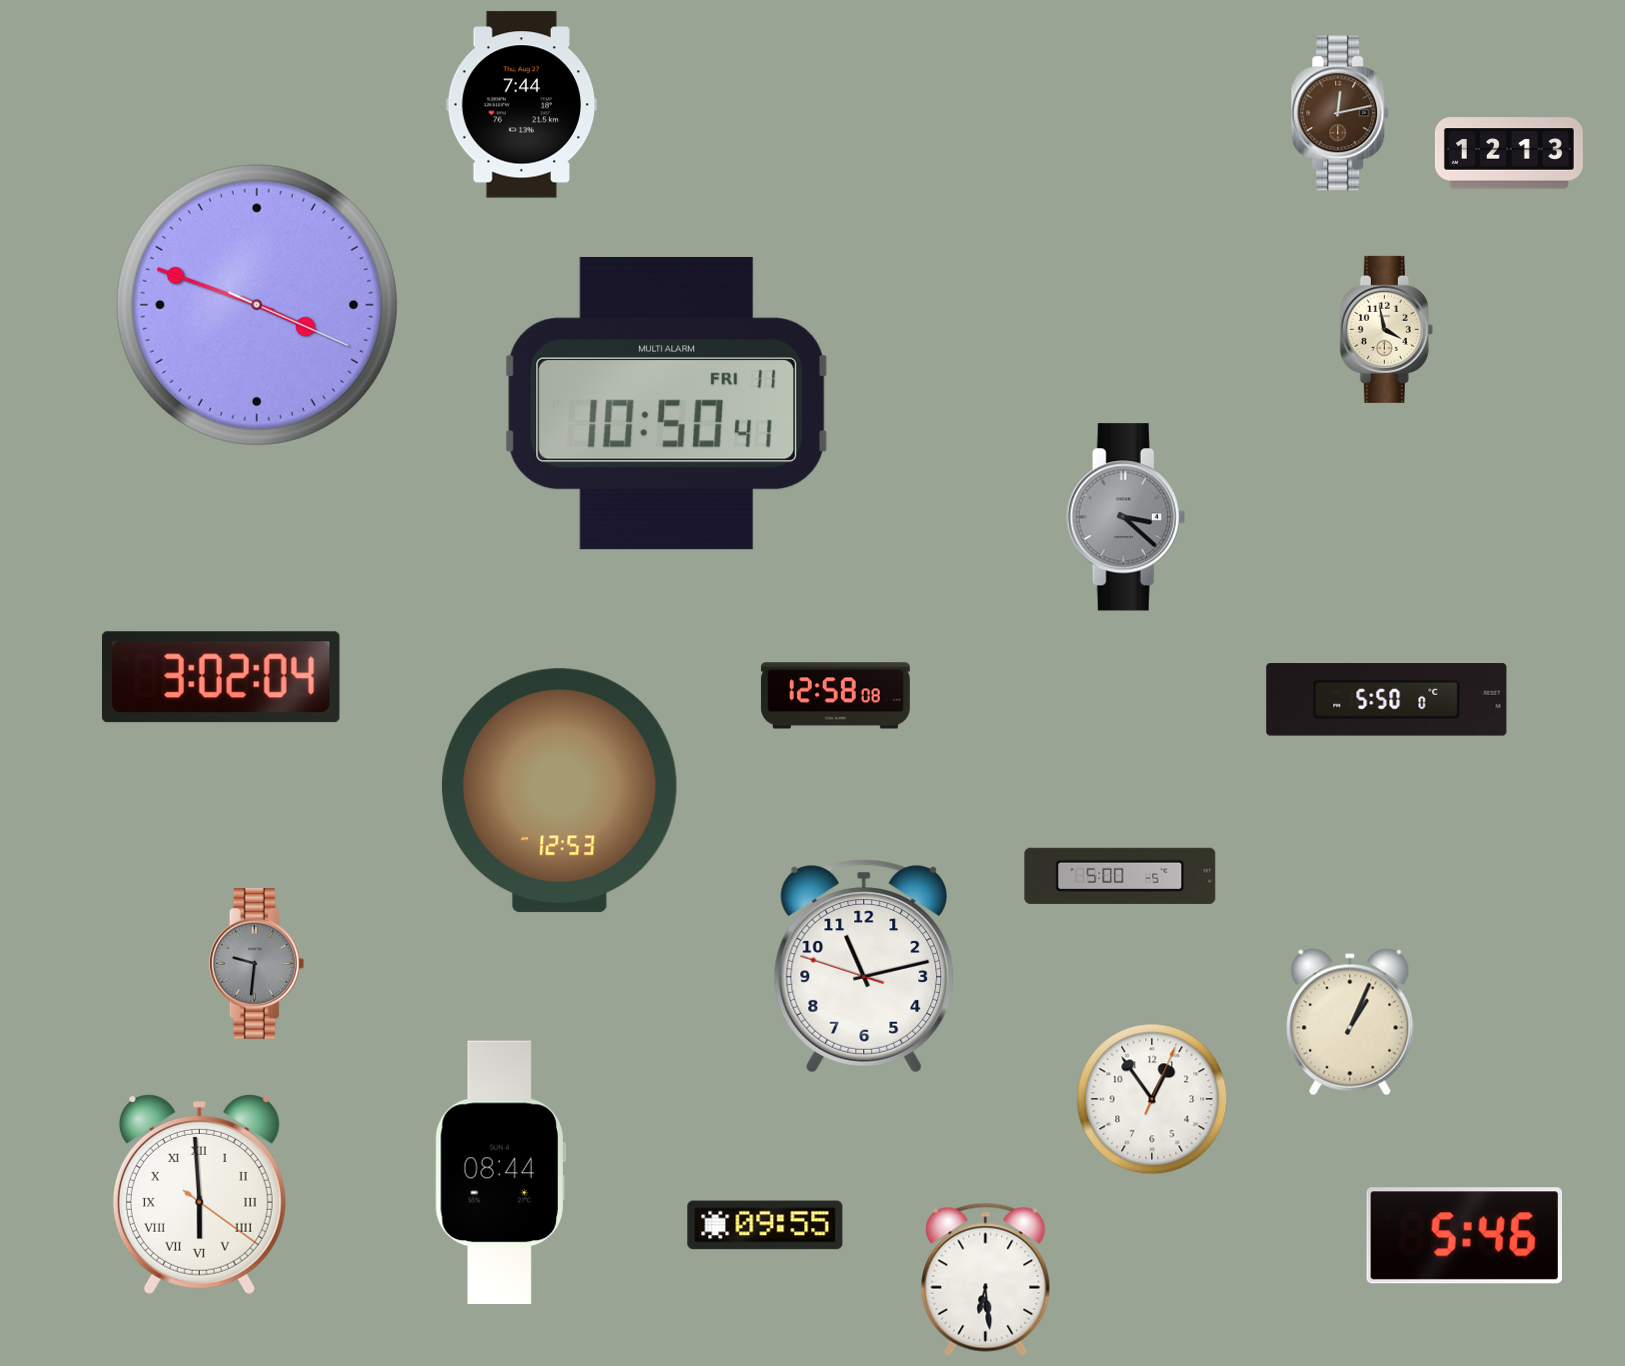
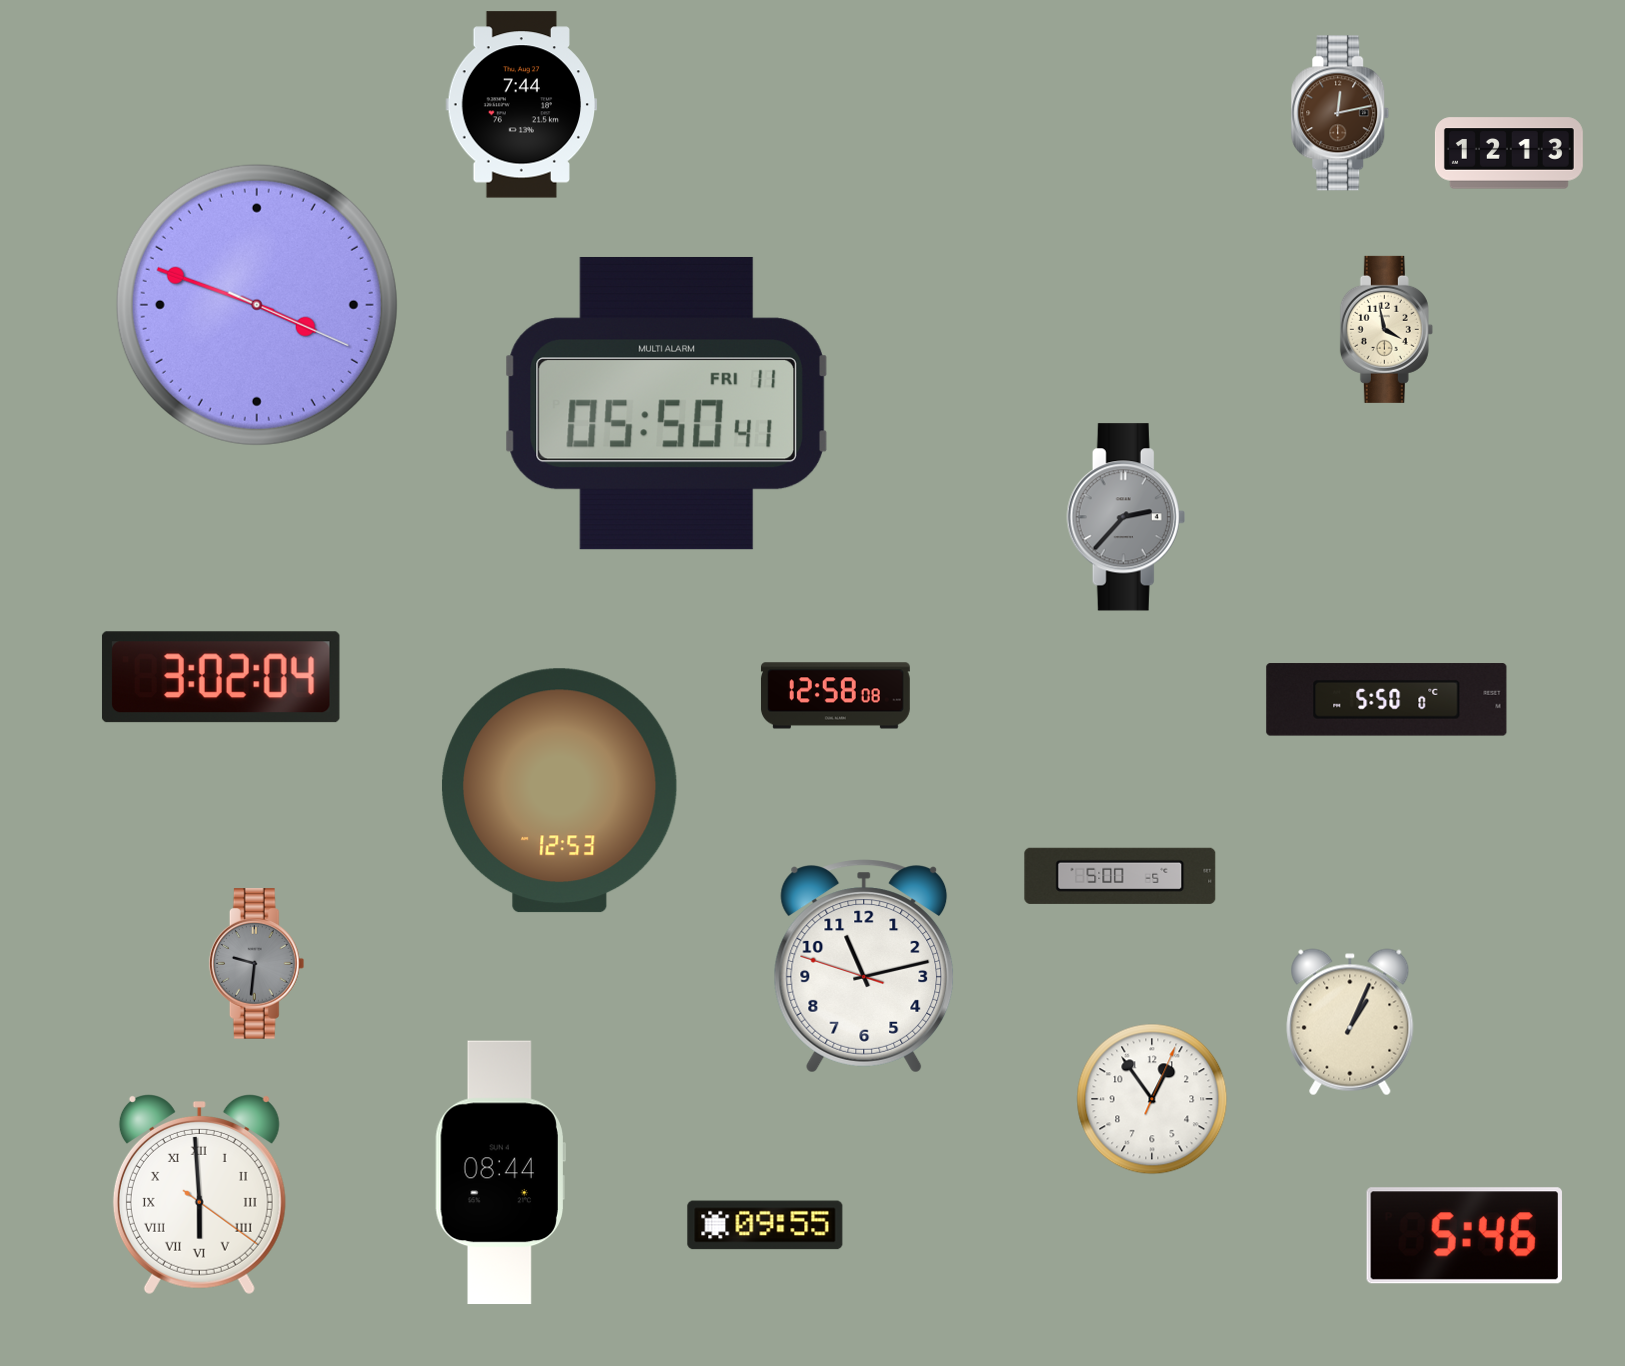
clock at (666, 403): 10:50 -> 05:50
clock at (1126, 517): 3:22 -> 2:37
clock at (986, 1279): 6:29 -> none
